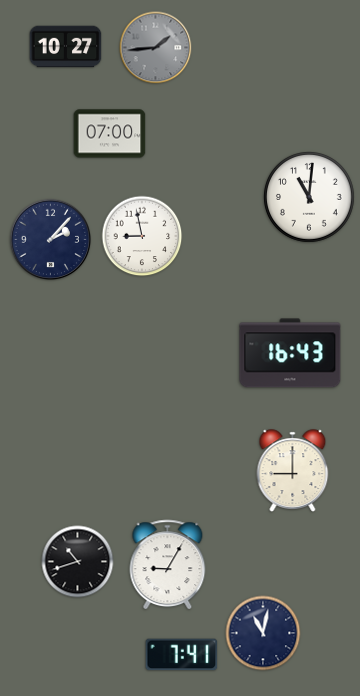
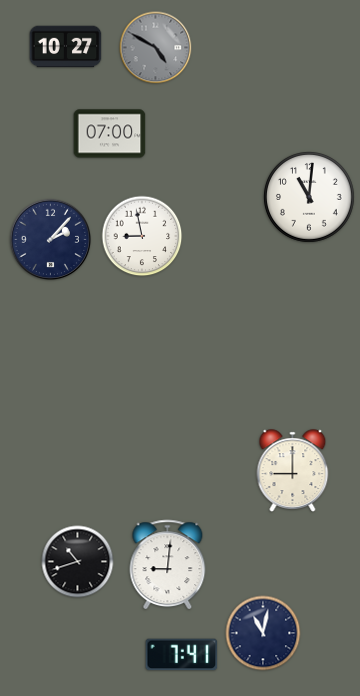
clock at (156, 48): 1:44 -> 4:50
clock at (290, 353): 16:43 -> none
clock at (168, 565): 9:05 -> 9:01
